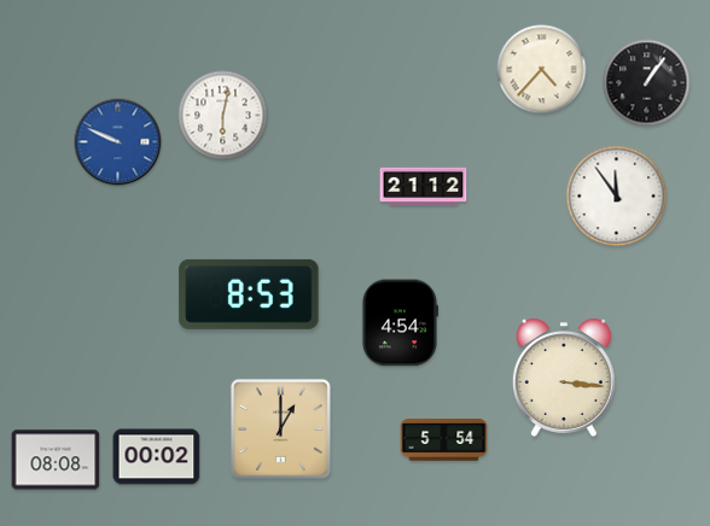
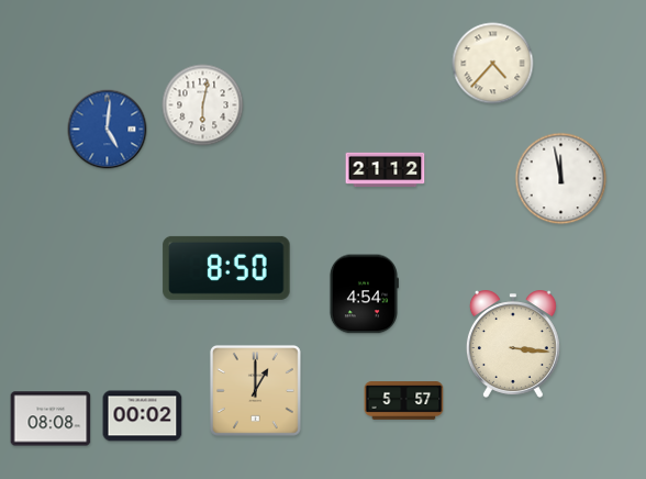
clock at (647, 83): 1:06 -> none
clock at (118, 142): 9:49 -> 5:01
clock at (617, 197): 11:54 -> 11:58
clock at (249, 294): 8:53 -> 8:50
clock at (444, 440): 5:54 -> 5:57
